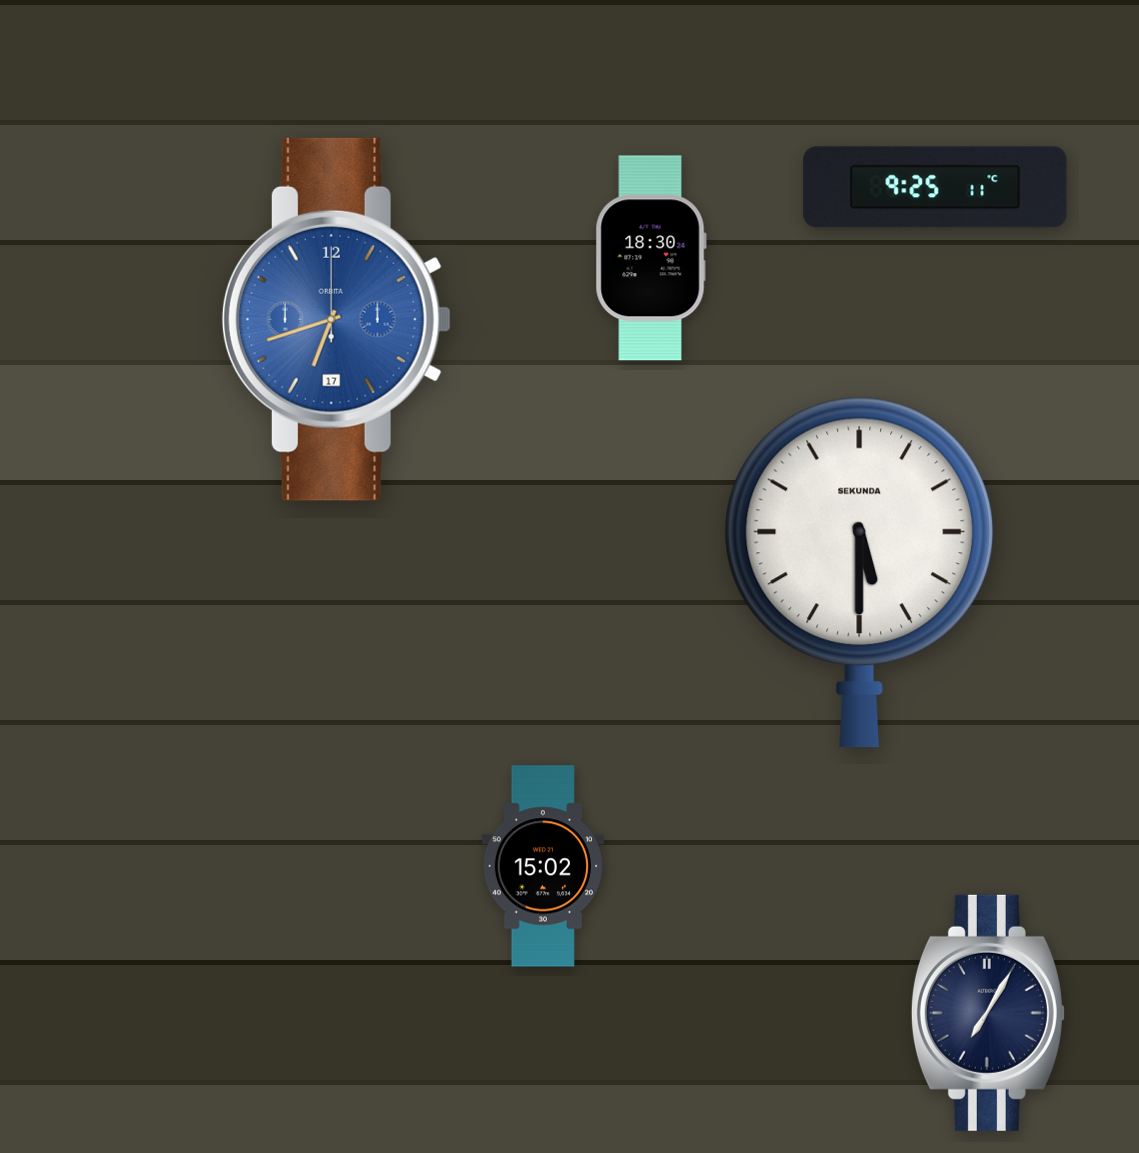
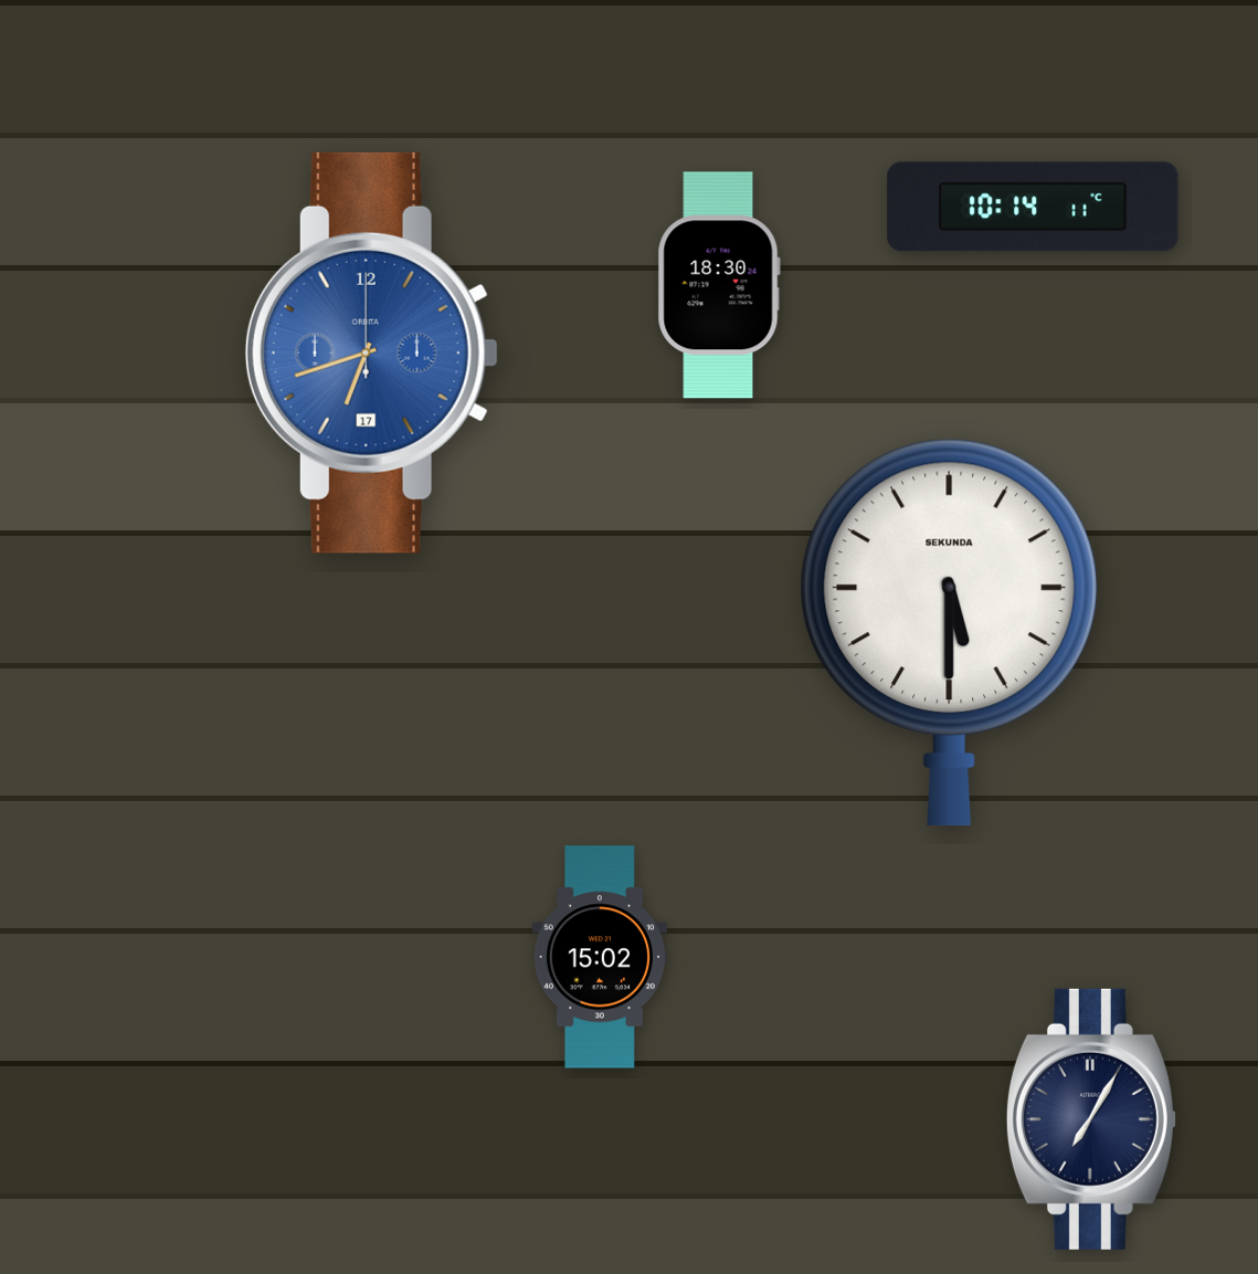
clock at (935, 187): 9:25 -> 10:14
